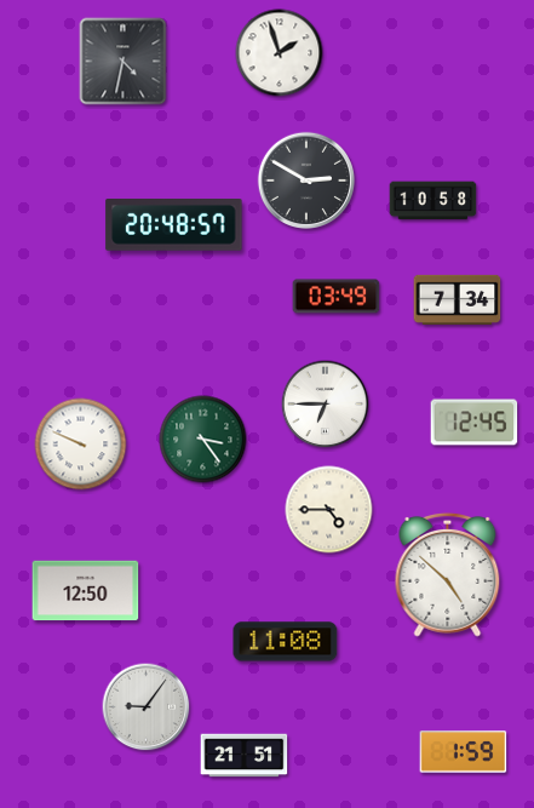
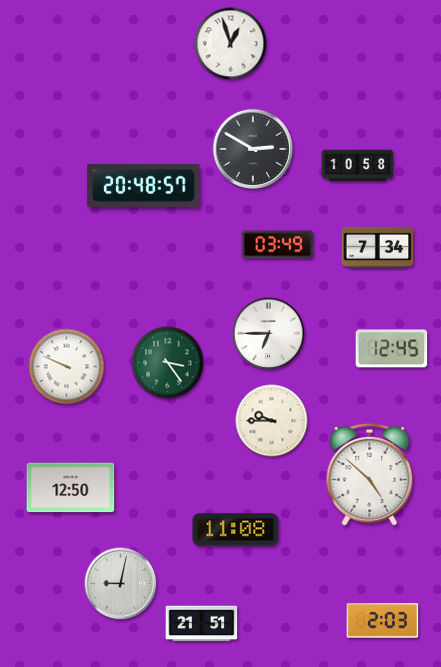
clock at (280, 53): 1:57 -> 12:57
clock at (124, 62): 4:32 -> none
clock at (329, 510): 4:45 -> 9:45
clock at (147, 707): 9:06 -> 9:02
clock at (464, 752): 1:59 -> 2:03
